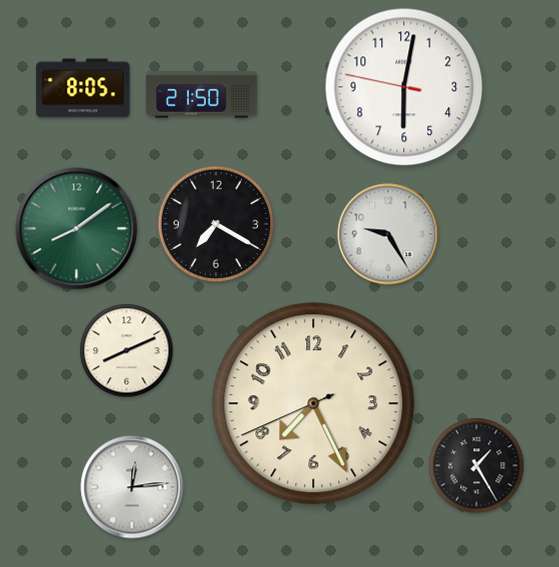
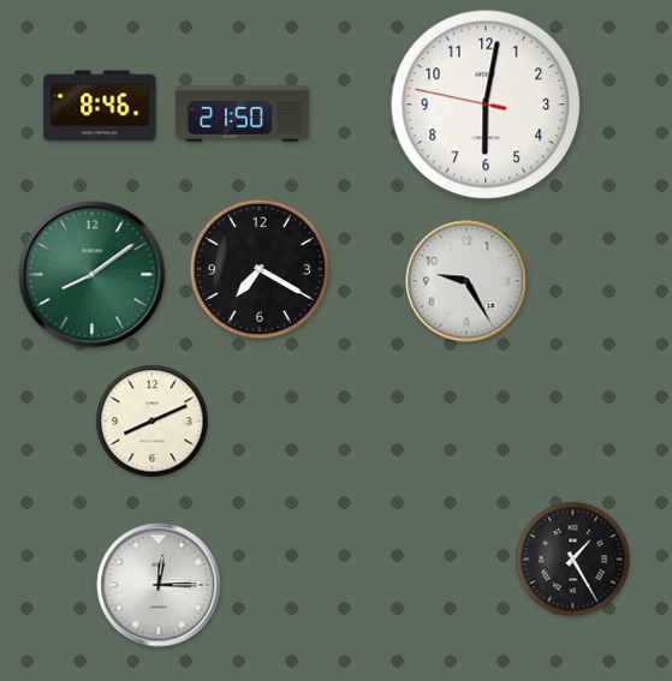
clock at (83, 88): 8:05 -> 8:46
clock at (314, 404): 7:25 -> none
clock at (132, 487): 12:14 -> 12:15
